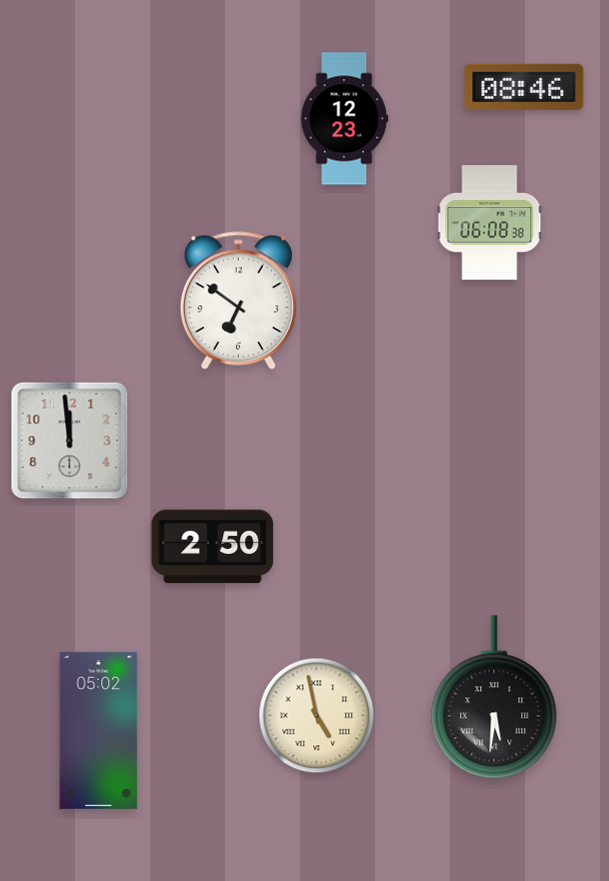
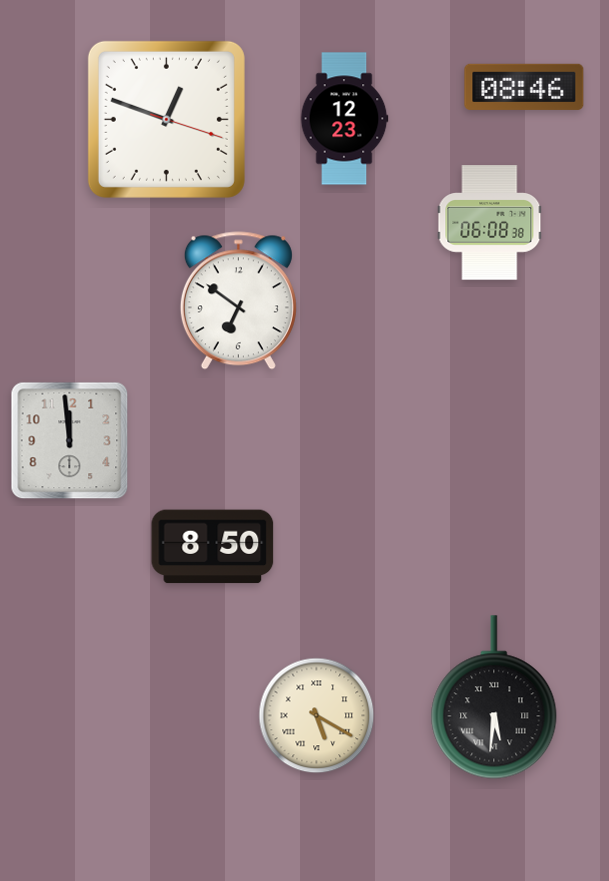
clock at (166, 119): none -> 12:48
clock at (213, 547): 2:50 -> 8:50
clock at (317, 716): 4:58 -> 5:20
clock at (99, 730): 05:02 -> none
